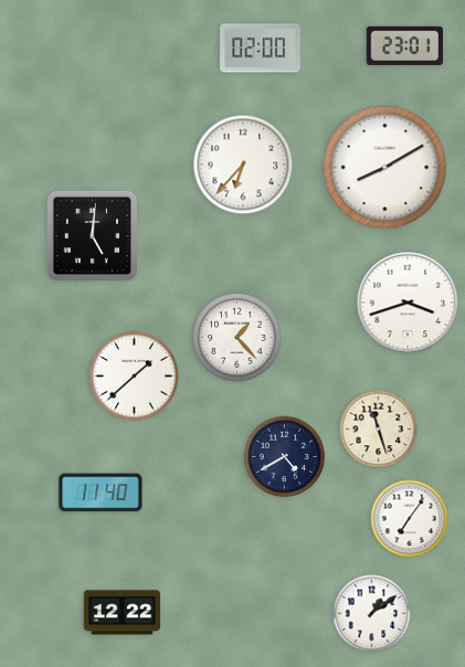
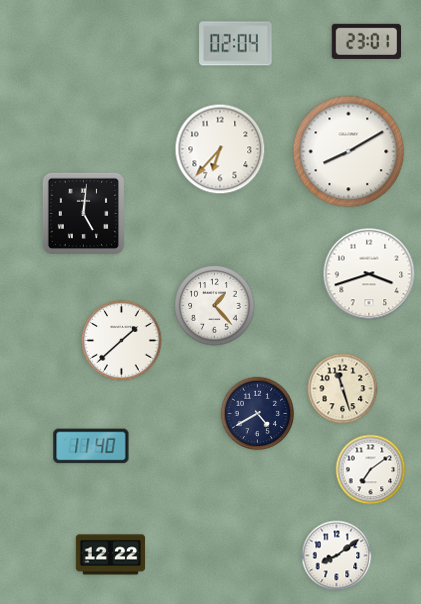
clock at (261, 49): 02:00 -> 02:04
clock at (410, 519): 7:06 -> 7:09
clock at (372, 614): 1:09 -> 8:09
